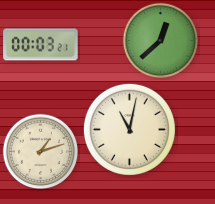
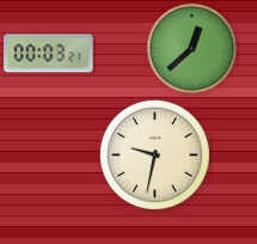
clock at (129, 129): 11:02 -> 9:32
clock at (41, 152): 1:12 -> none
